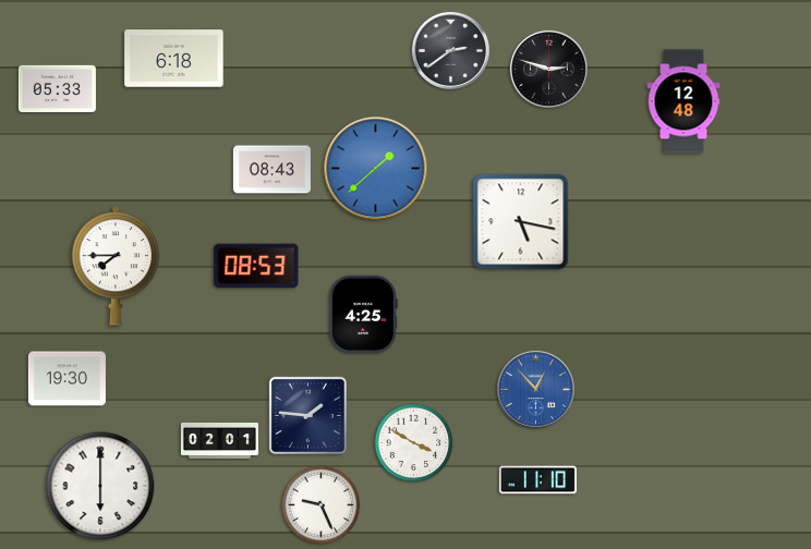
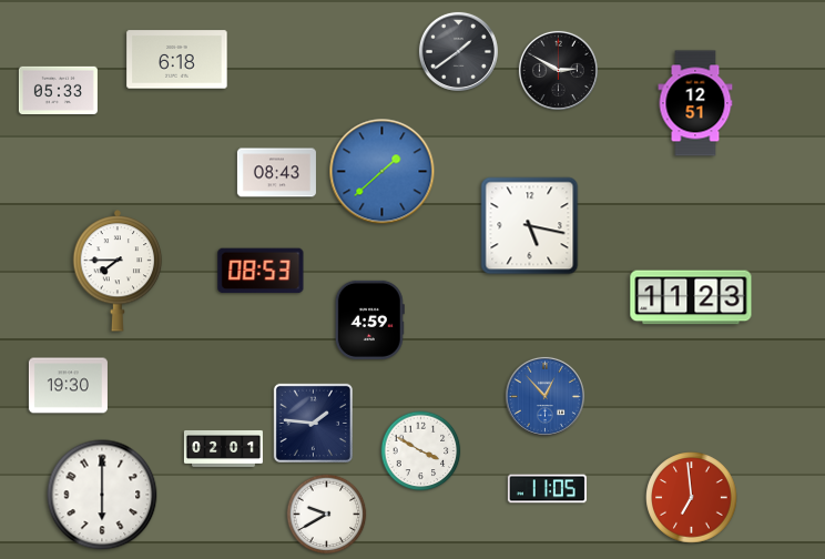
clock at (450, 50): 2:39 -> 1:39
clock at (548, 69): 2:48 -> 2:50
clock at (683, 101): 12:48 -> 12:51
clock at (691, 297): none -> 11:23
clock at (363, 314): 4:25 -> 4:59
clock at (537, 480): 11:10 -> 11:05
clock at (692, 498): none -> 6:59
clock at (322, 505): 9:26 -> 9:40
